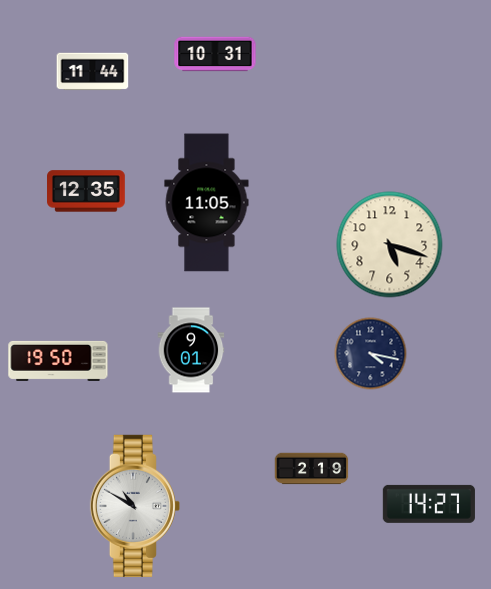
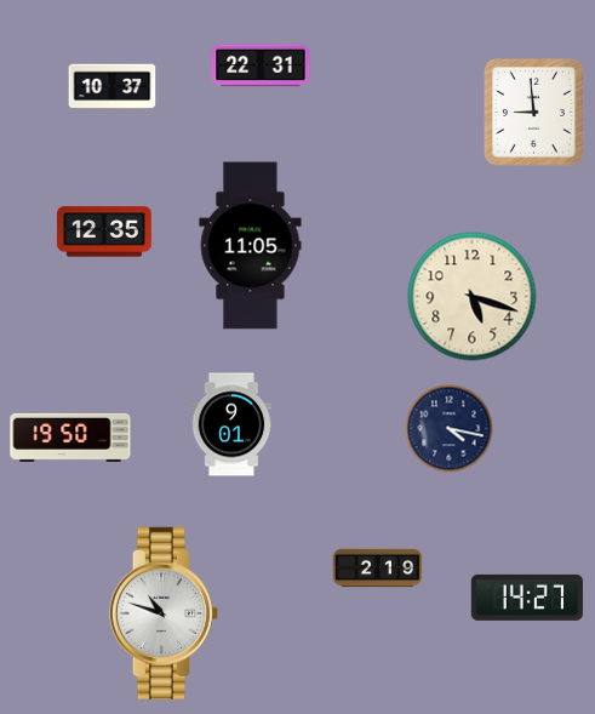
clock at (215, 54): 10:31 -> 22:31
clock at (93, 72): 11:44 -> 10:37
clock at (533, 112): none -> 8:59
clock at (429, 504) position: (429, 504) -> (527, 598)
clock at (135, 506): 10:50 -> 10:48
